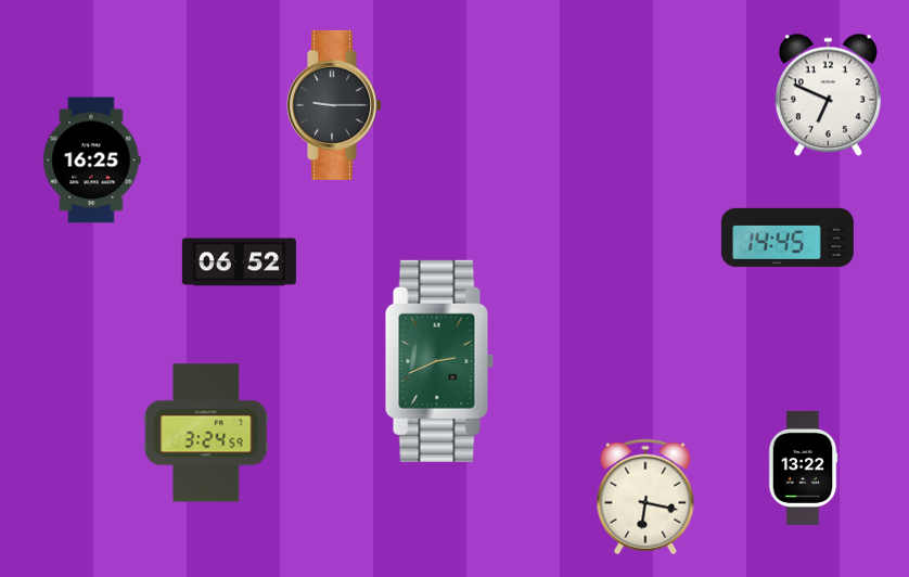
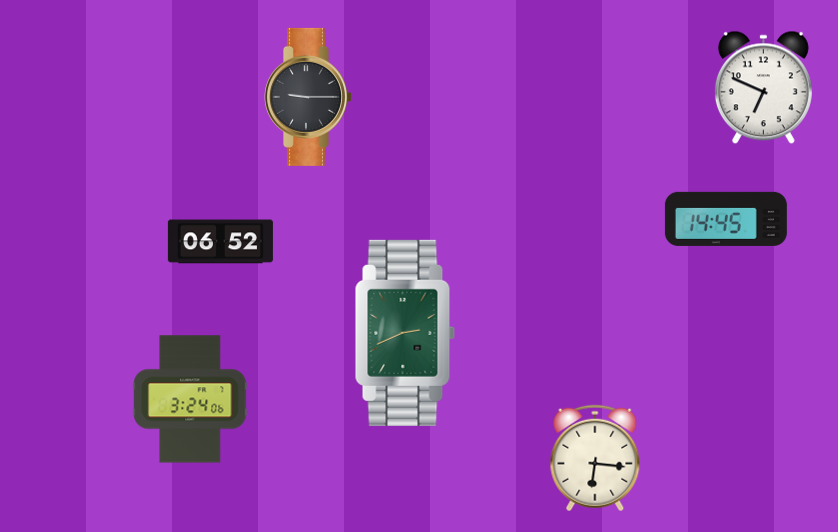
clock at (92, 161): 16:25 -> none
clock at (206, 433): 3:24:59 -> 3:24:06
clock at (803, 467): 13:22 -> none
clock at (645, 497): 6:17 -> 6:16
